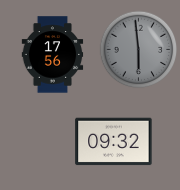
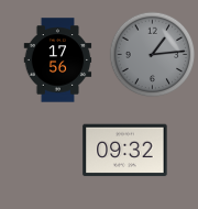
clock at (138, 49): 5:59 -> 1:14
clock at (114, 142) position: (114, 142) -> (125, 151)
